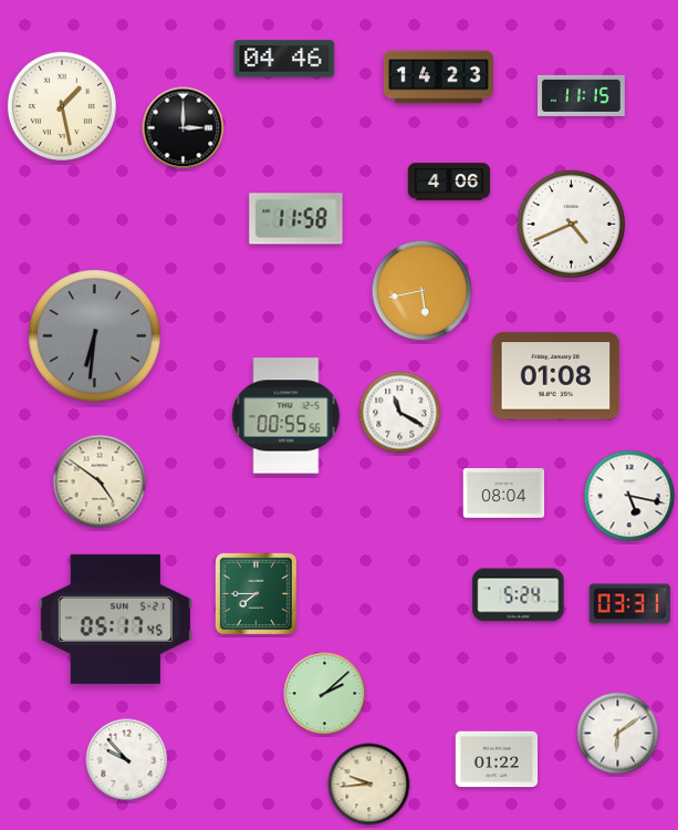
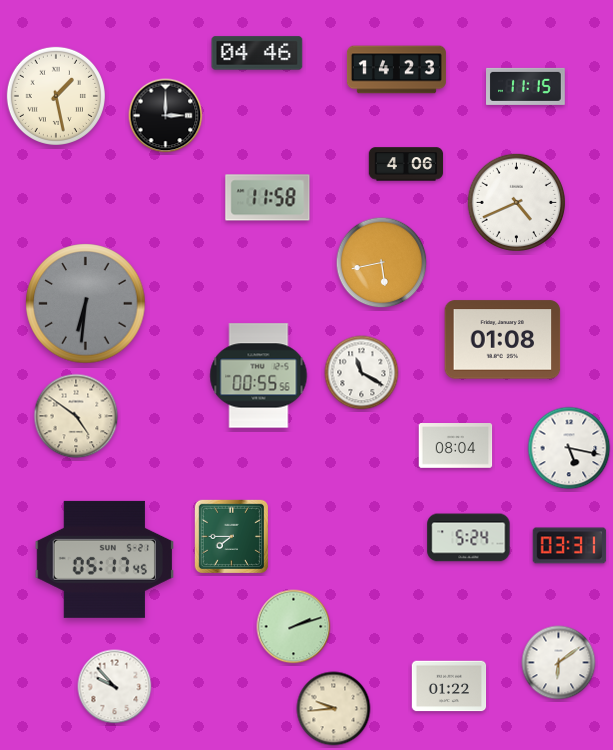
clock at (100, 481) position: (100, 481) -> (76, 416)
clock at (325, 694): 2:08 -> 2:12
